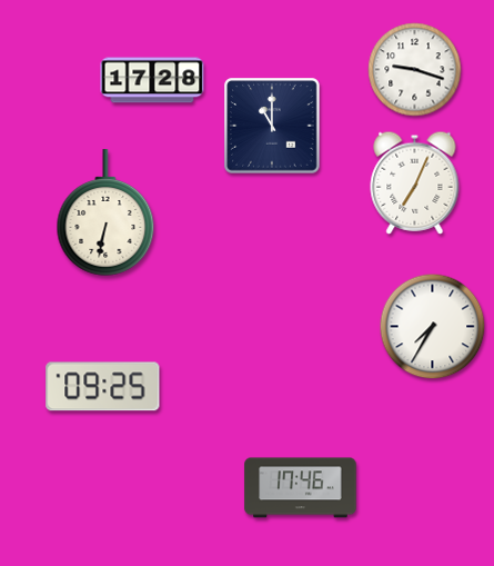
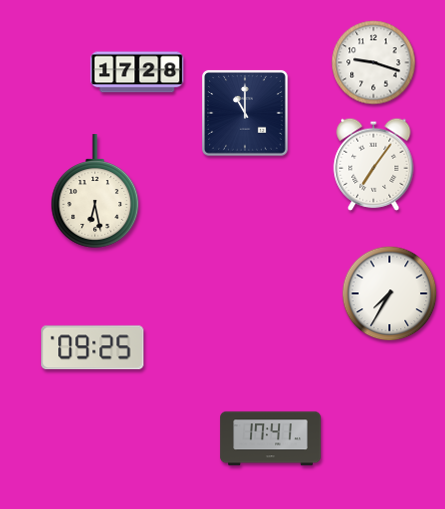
clock at (415, 182): 7:04 -> 7:06
clock at (105, 212): 6:32 -> 6:28
clock at (301, 488): 17:46 -> 17:41
